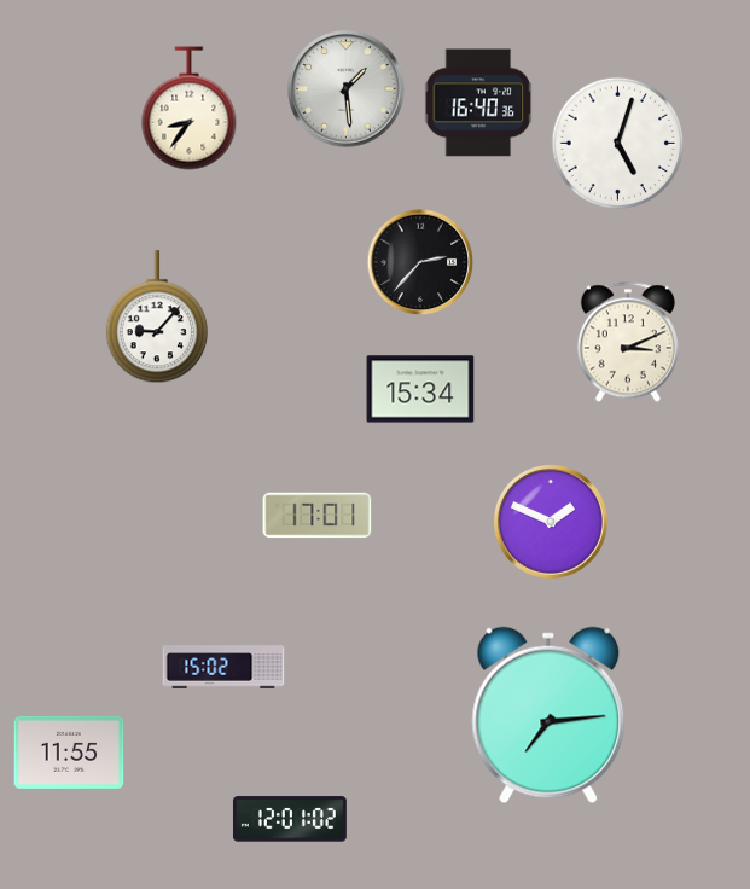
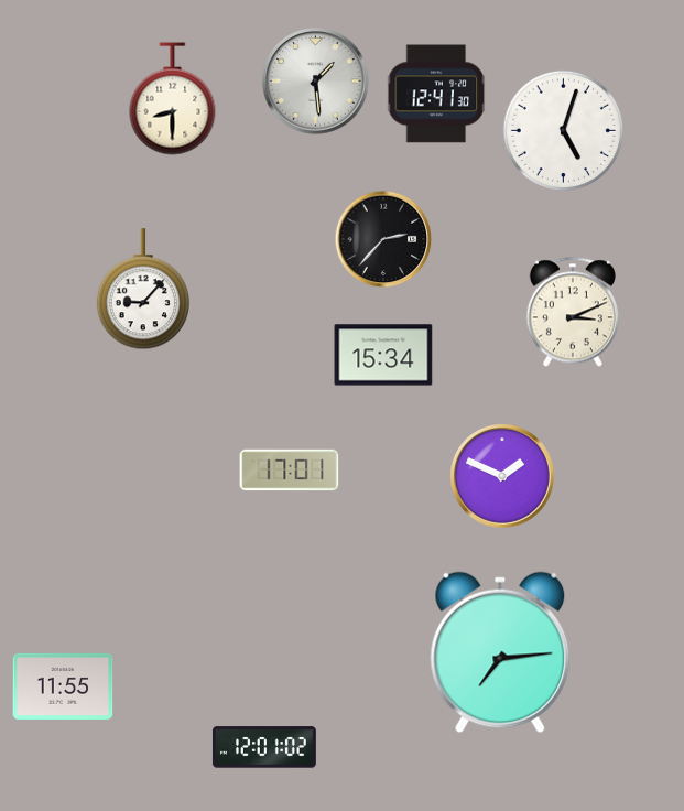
clock at (478, 103): 16:40 -> 12:41
clock at (190, 109): 8:36 -> 8:30
clock at (223, 667): 15:02 -> none
